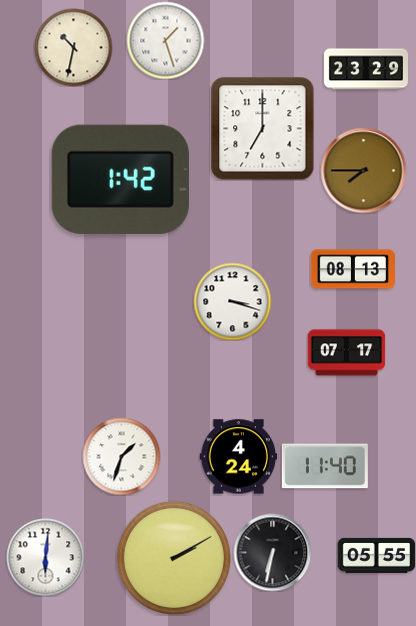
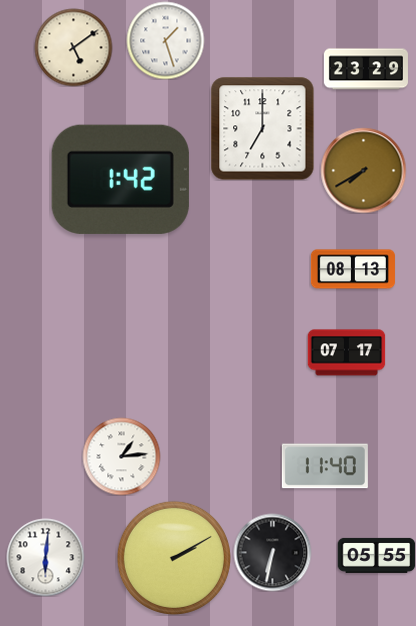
clock at (73, 47): 10:32 -> 5:09
clock at (363, 170): 7:45 -> 7:40
clock at (232, 301): 3:18 -> none
clock at (121, 456): 1:33 -> 1:14
clock at (238, 457): 4:24 -> none
